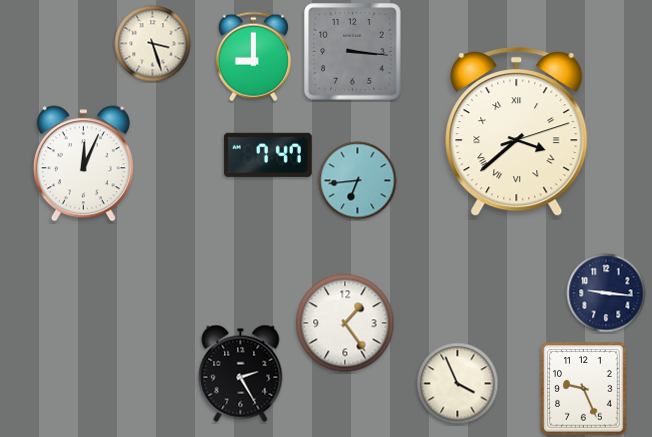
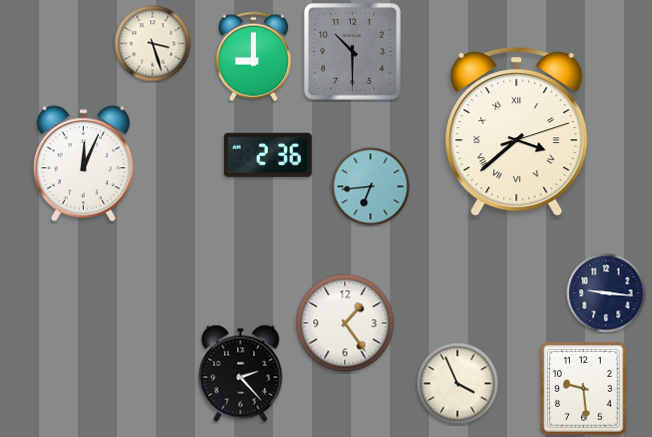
clock at (353, 52): 3:16 -> 10:30
clock at (268, 155): 7:47 -> 2:36
clock at (358, 181) position: (358, 181) -> (371, 187)
clock at (241, 373): 2:25 -> 2:23
clock at (584, 389): 9:26 -> 9:29
